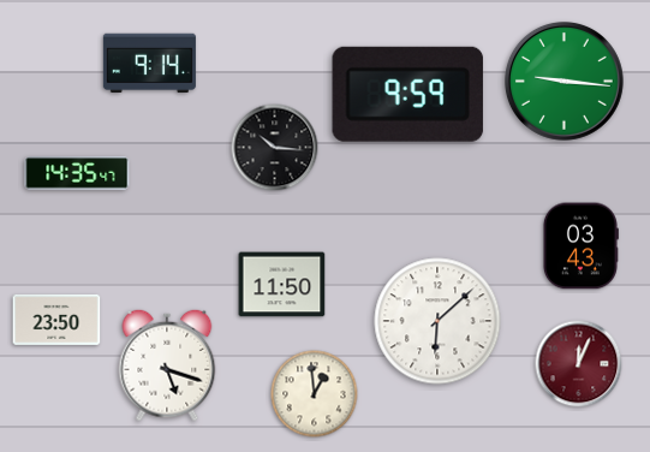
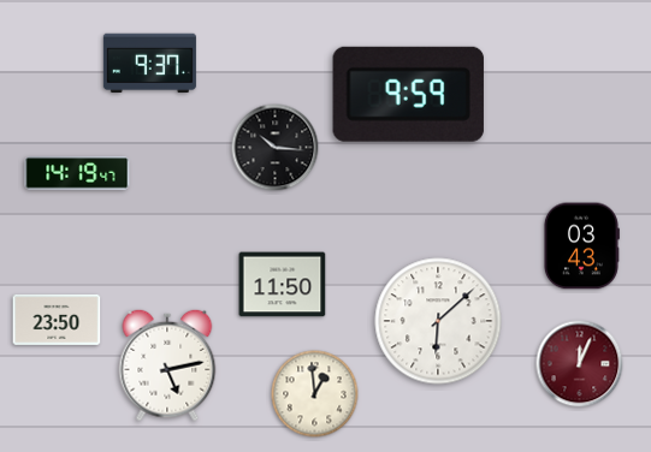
clock at (149, 63): 9:14 -> 9:37
clock at (563, 81): 9:16 -> none
clock at (77, 173): 14:35 -> 14:19
clock at (167, 365): 5:18 -> 5:13
